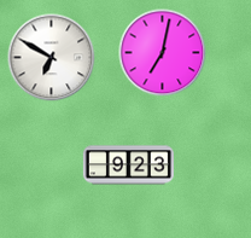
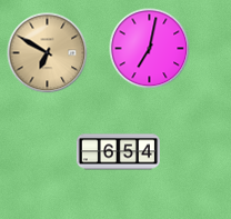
clock at (52, 58) dial: white -> champagne
clock at (128, 166): 9:23 -> 6:54
